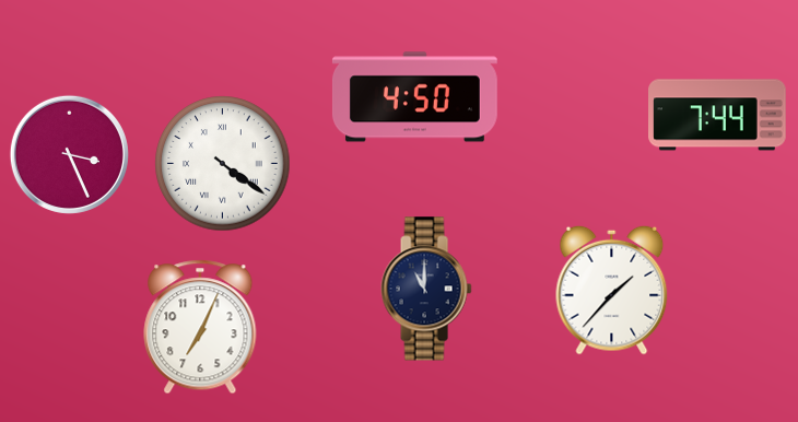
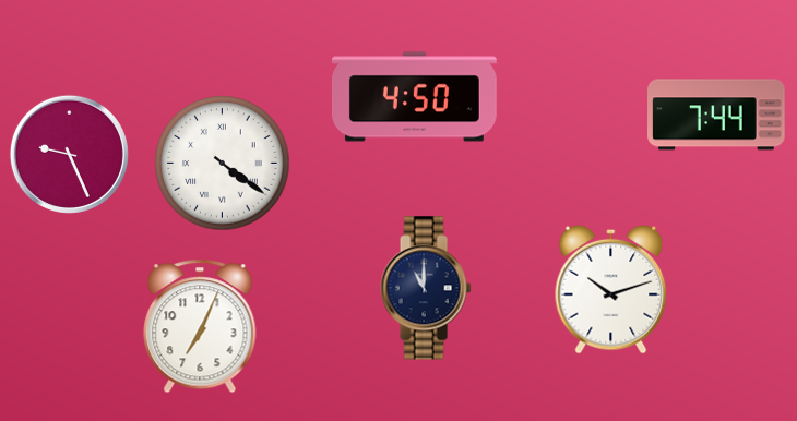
clock at (69, 154): 3:26 -> 9:26
clock at (612, 290): 1:37 -> 10:12
